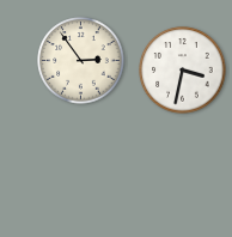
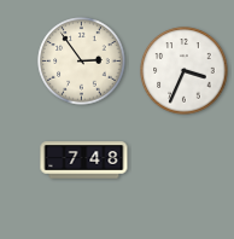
clock at (183, 71): 3:32 -> 3:34
clock at (84, 161): none -> 7:48
